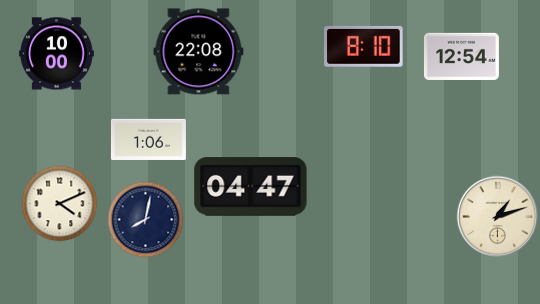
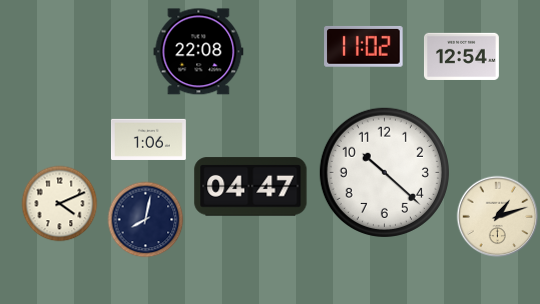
clock at (364, 46): 8:10 -> 11:02
clock at (56, 54): 10:00 -> none
clock at (384, 172): none -> 10:22
